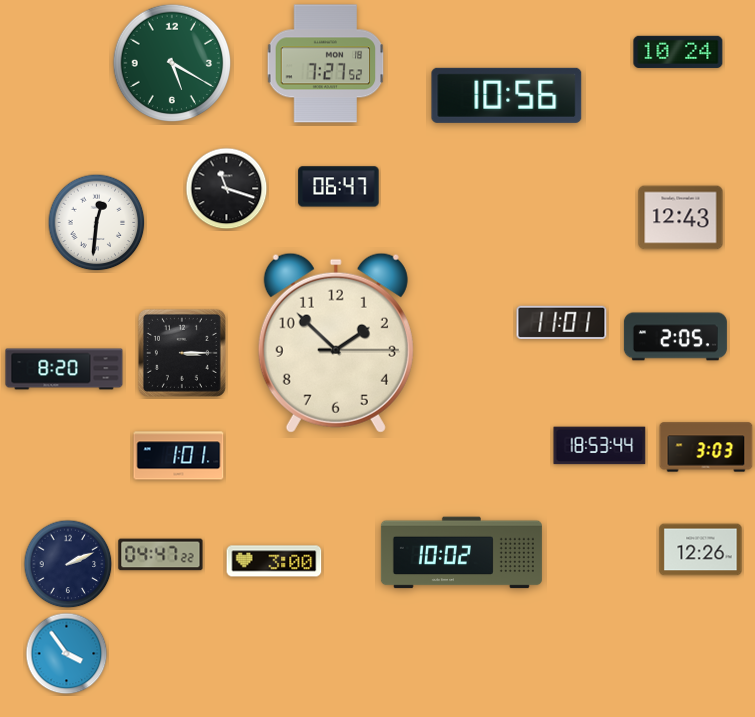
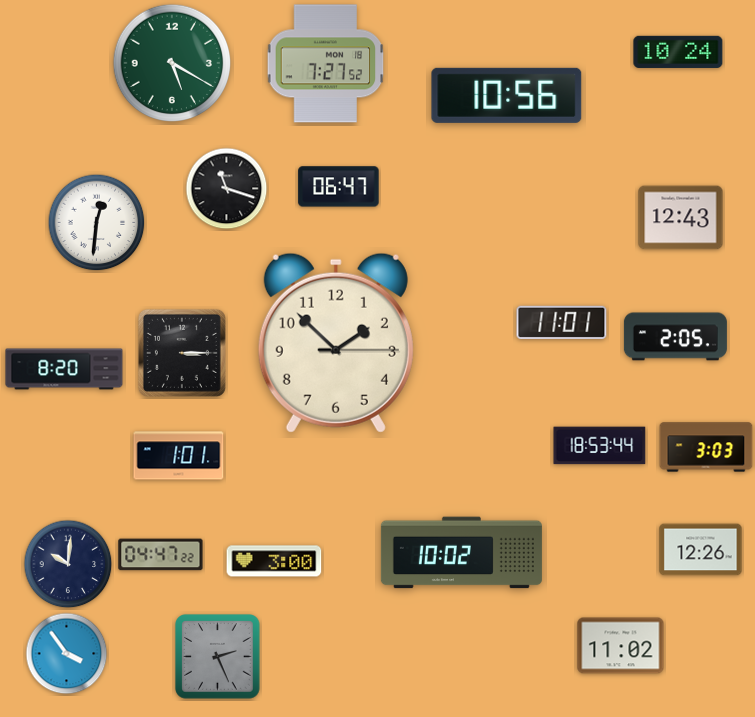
clock at (68, 564): 2:11 -> 10:01
clock at (621, 646): none -> 11:02
clock at (218, 657): none -> 2:26
